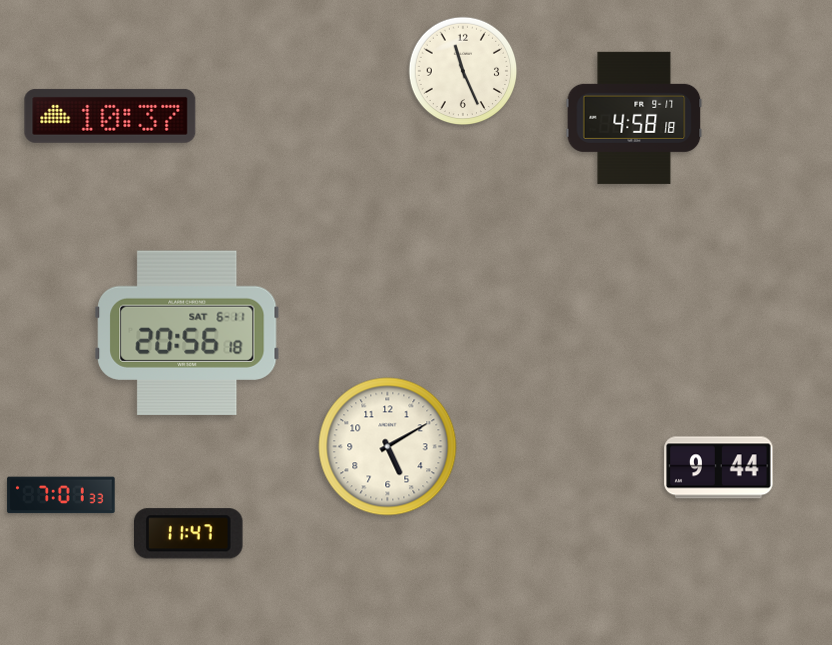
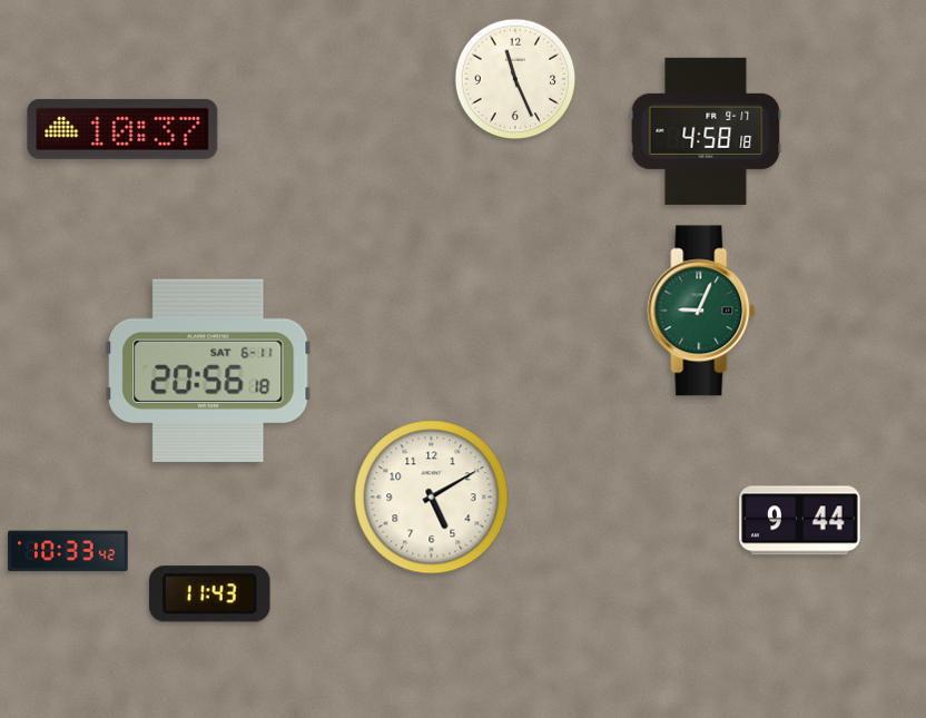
clock at (701, 311): none -> 9:04
clock at (61, 495): 7:01 -> 10:33
clock at (189, 534): 11:47 -> 11:43
